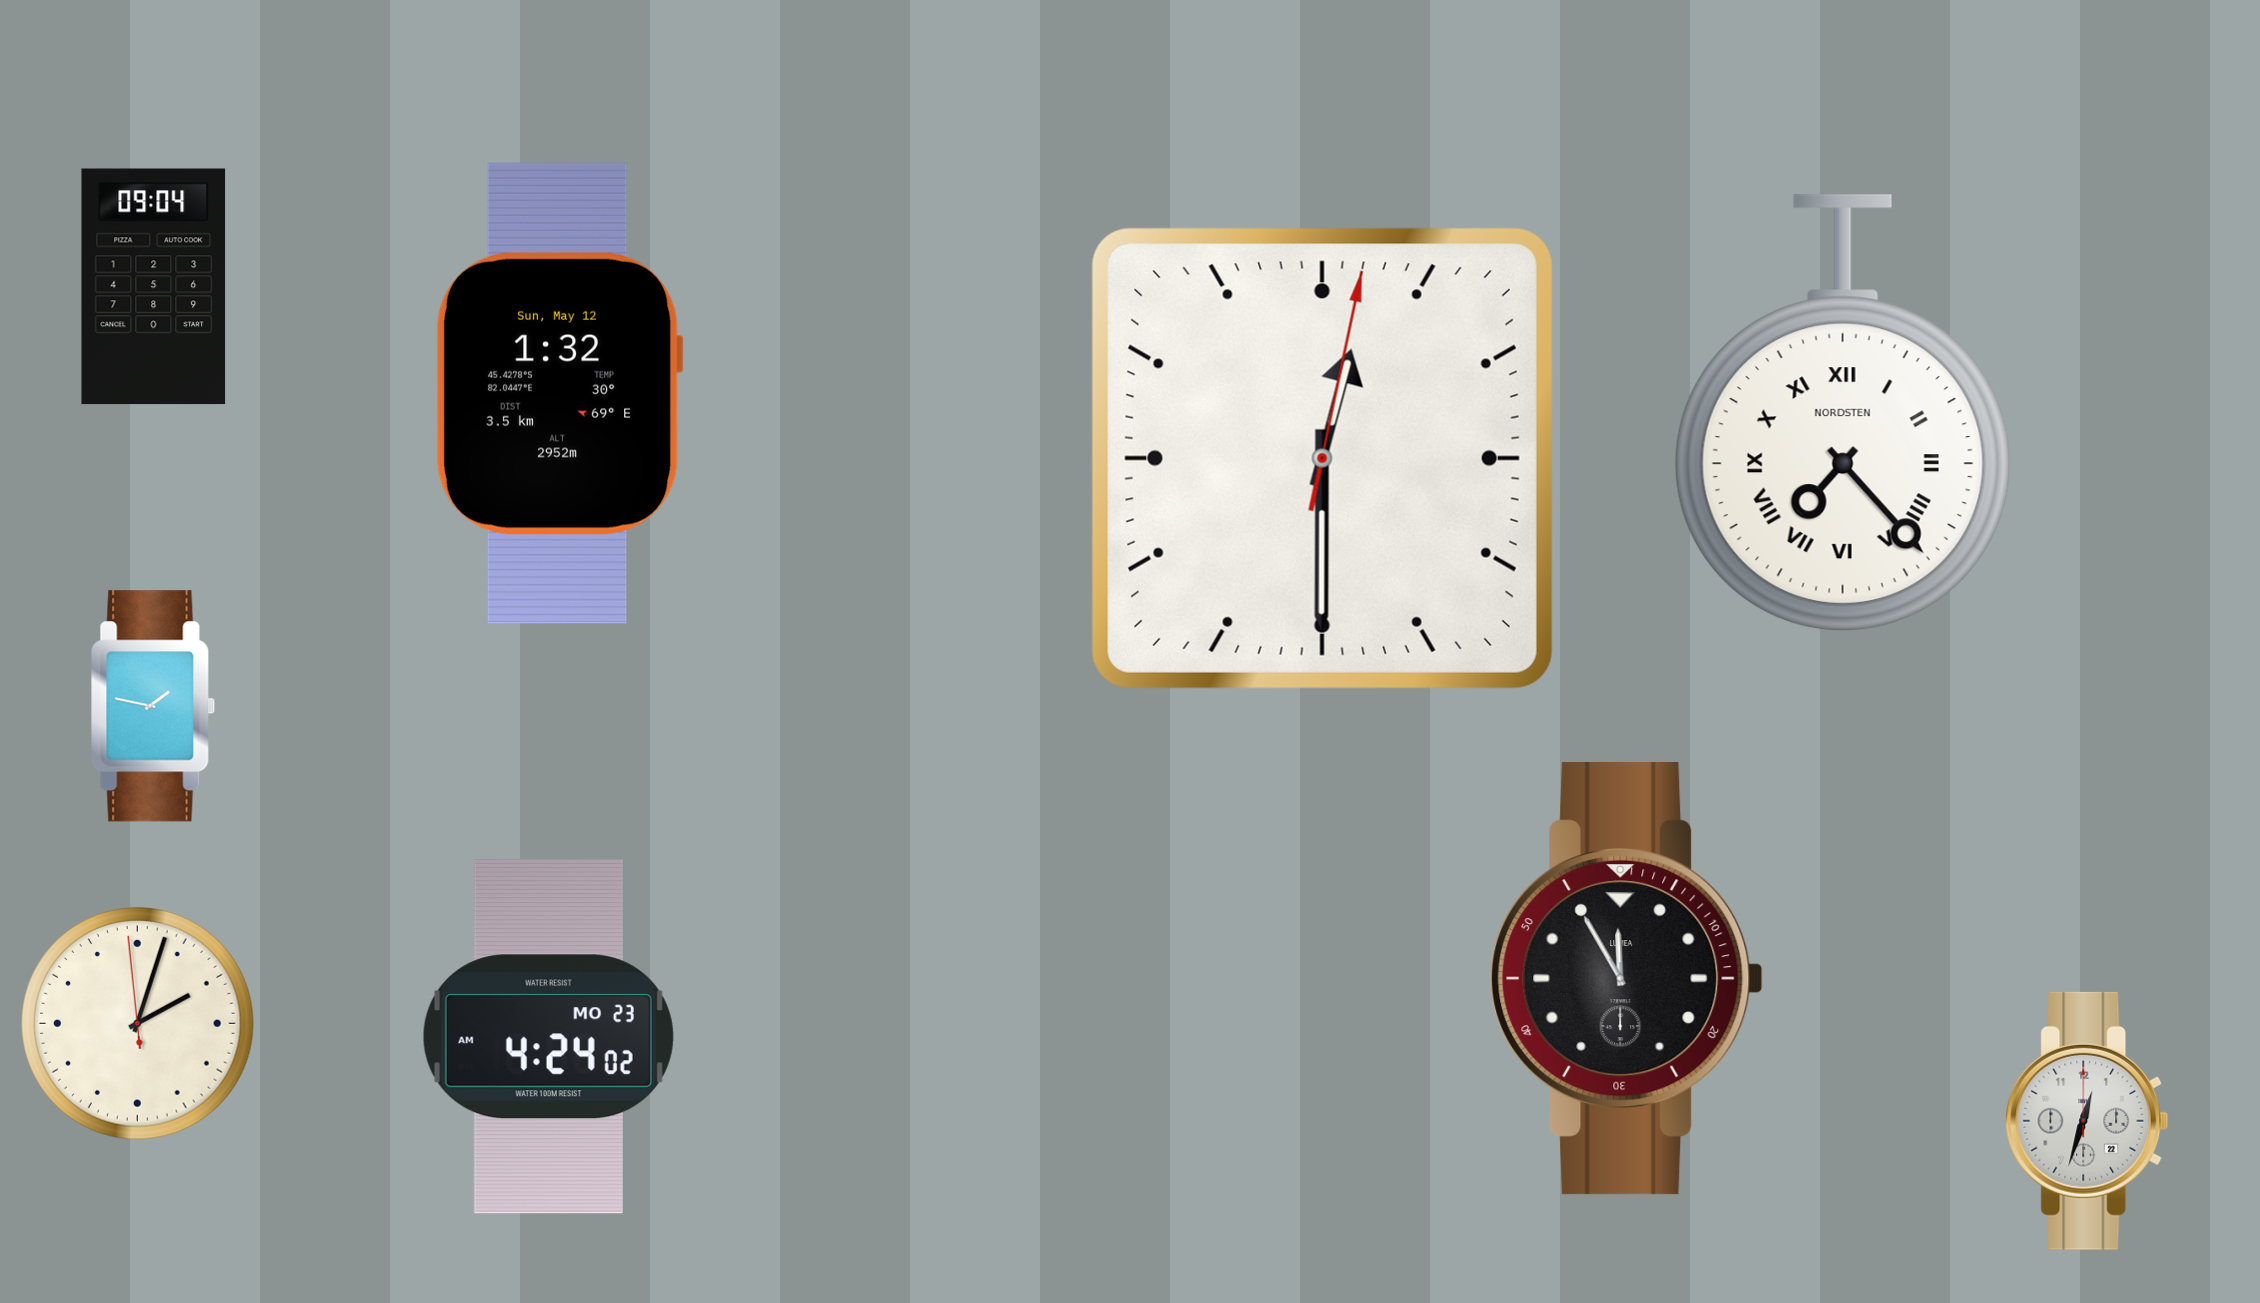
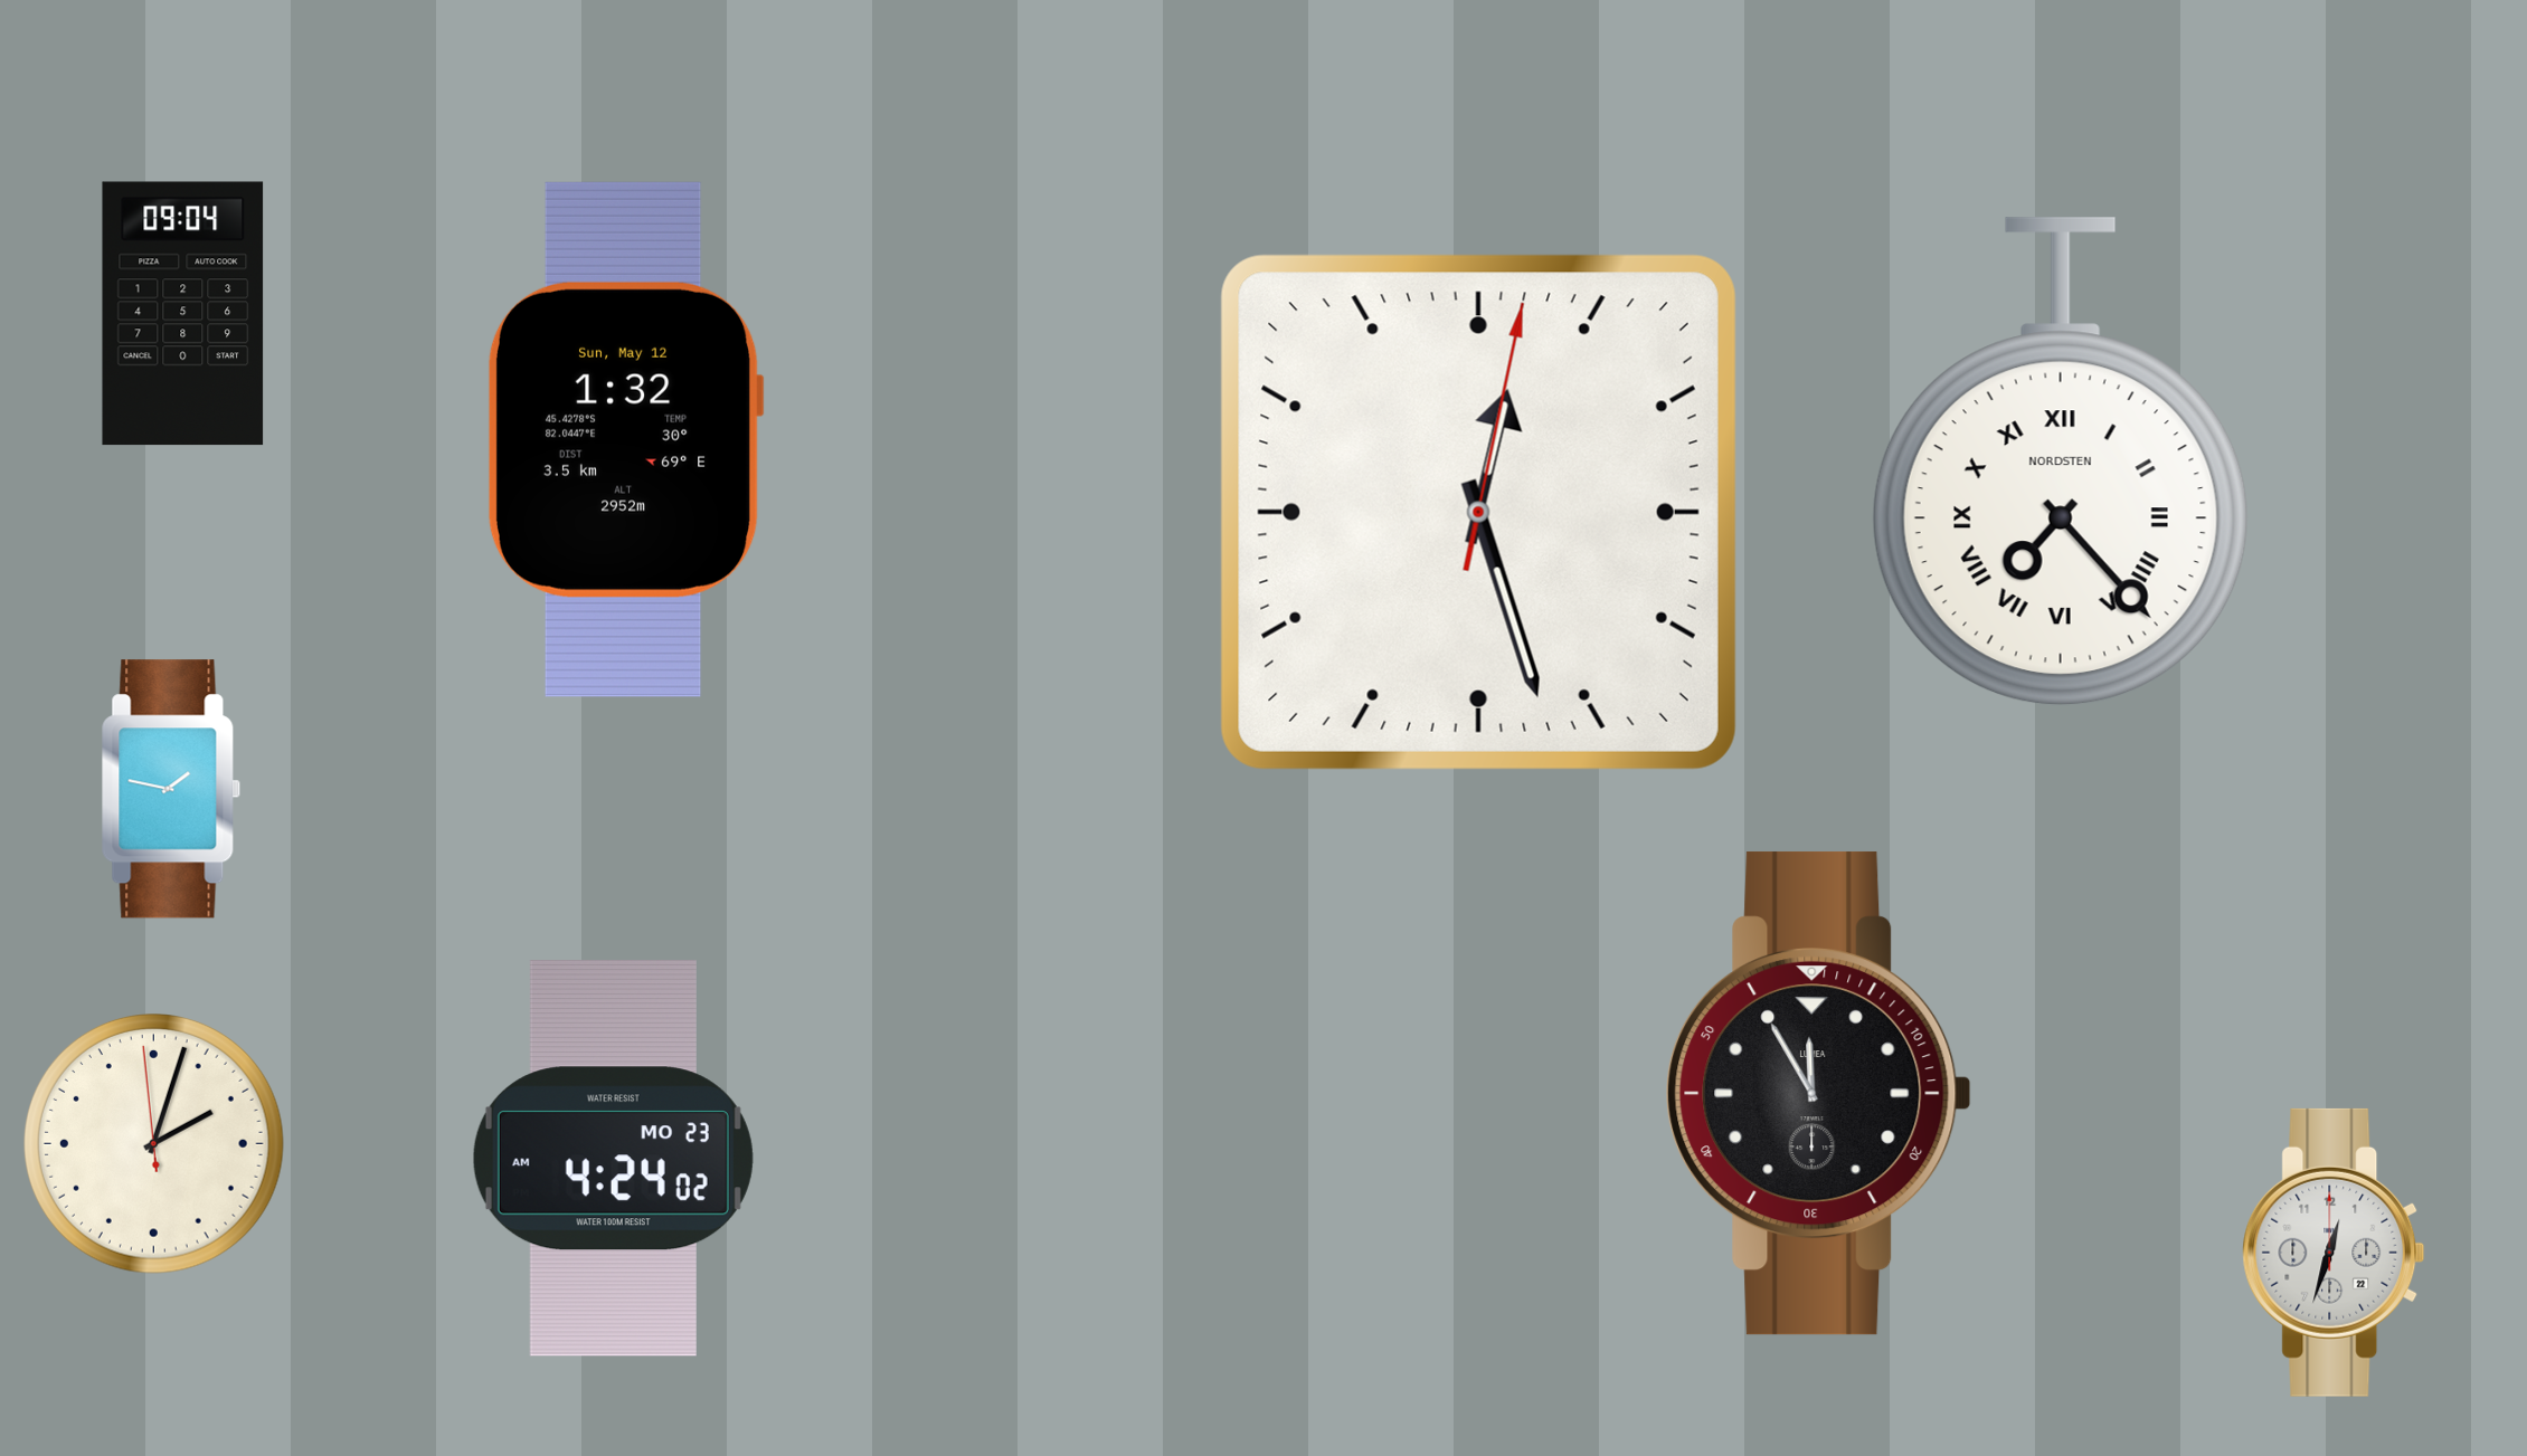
clock at (154, 287) position: (154, 287) -> (183, 314)
clock at (1322, 458): 12:30 -> 12:27
